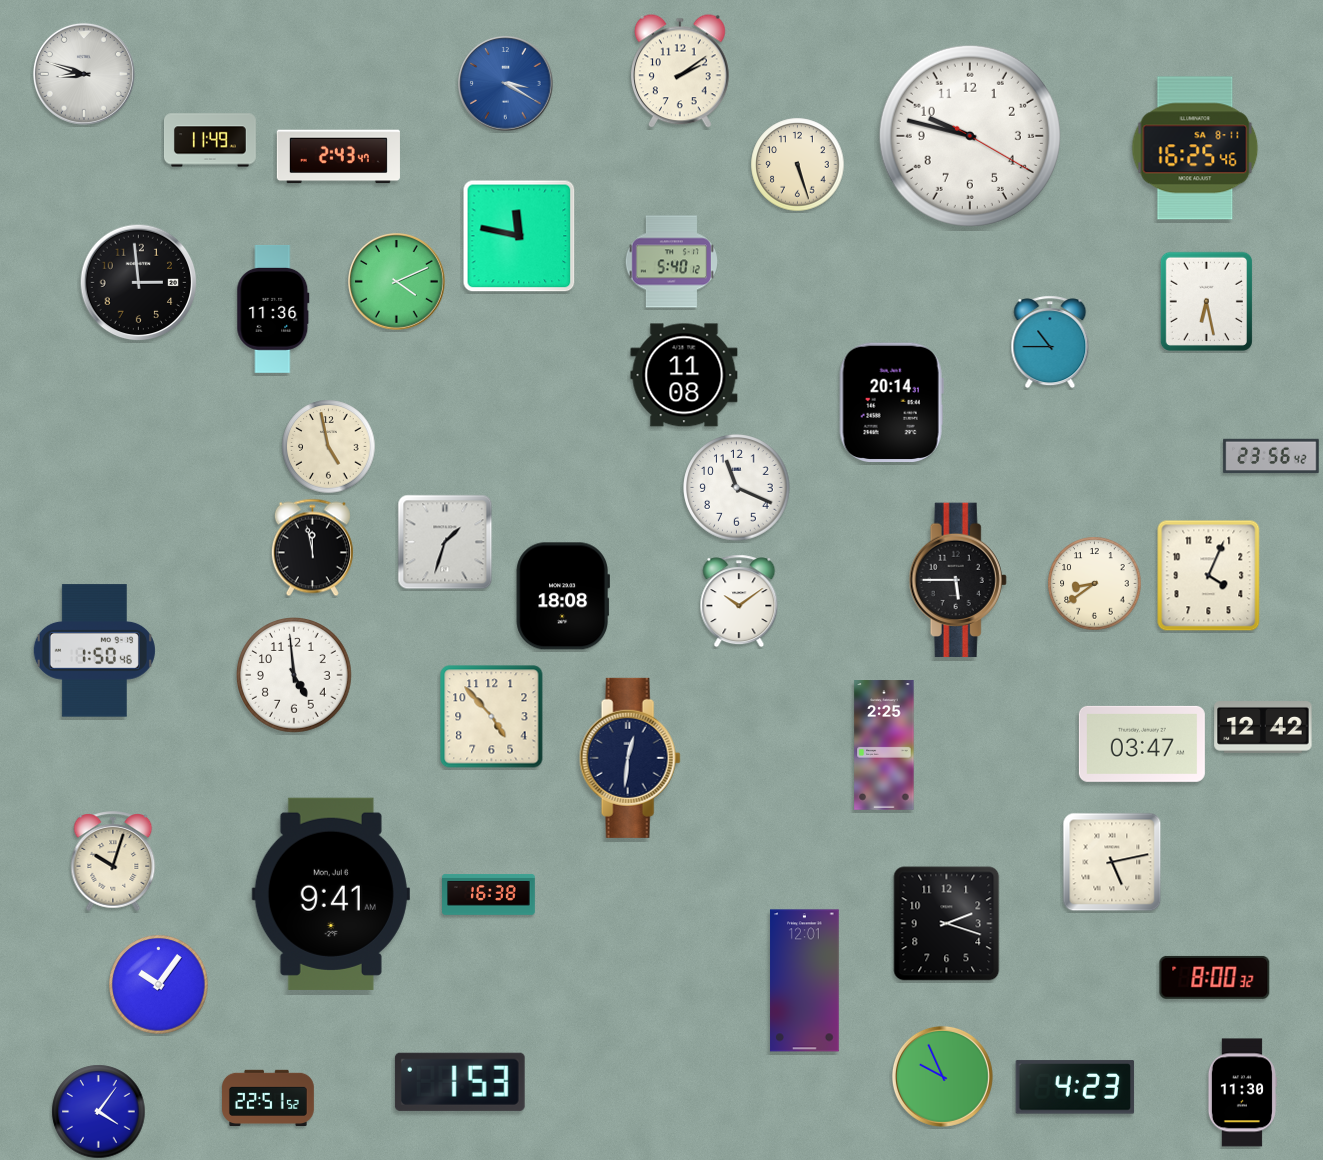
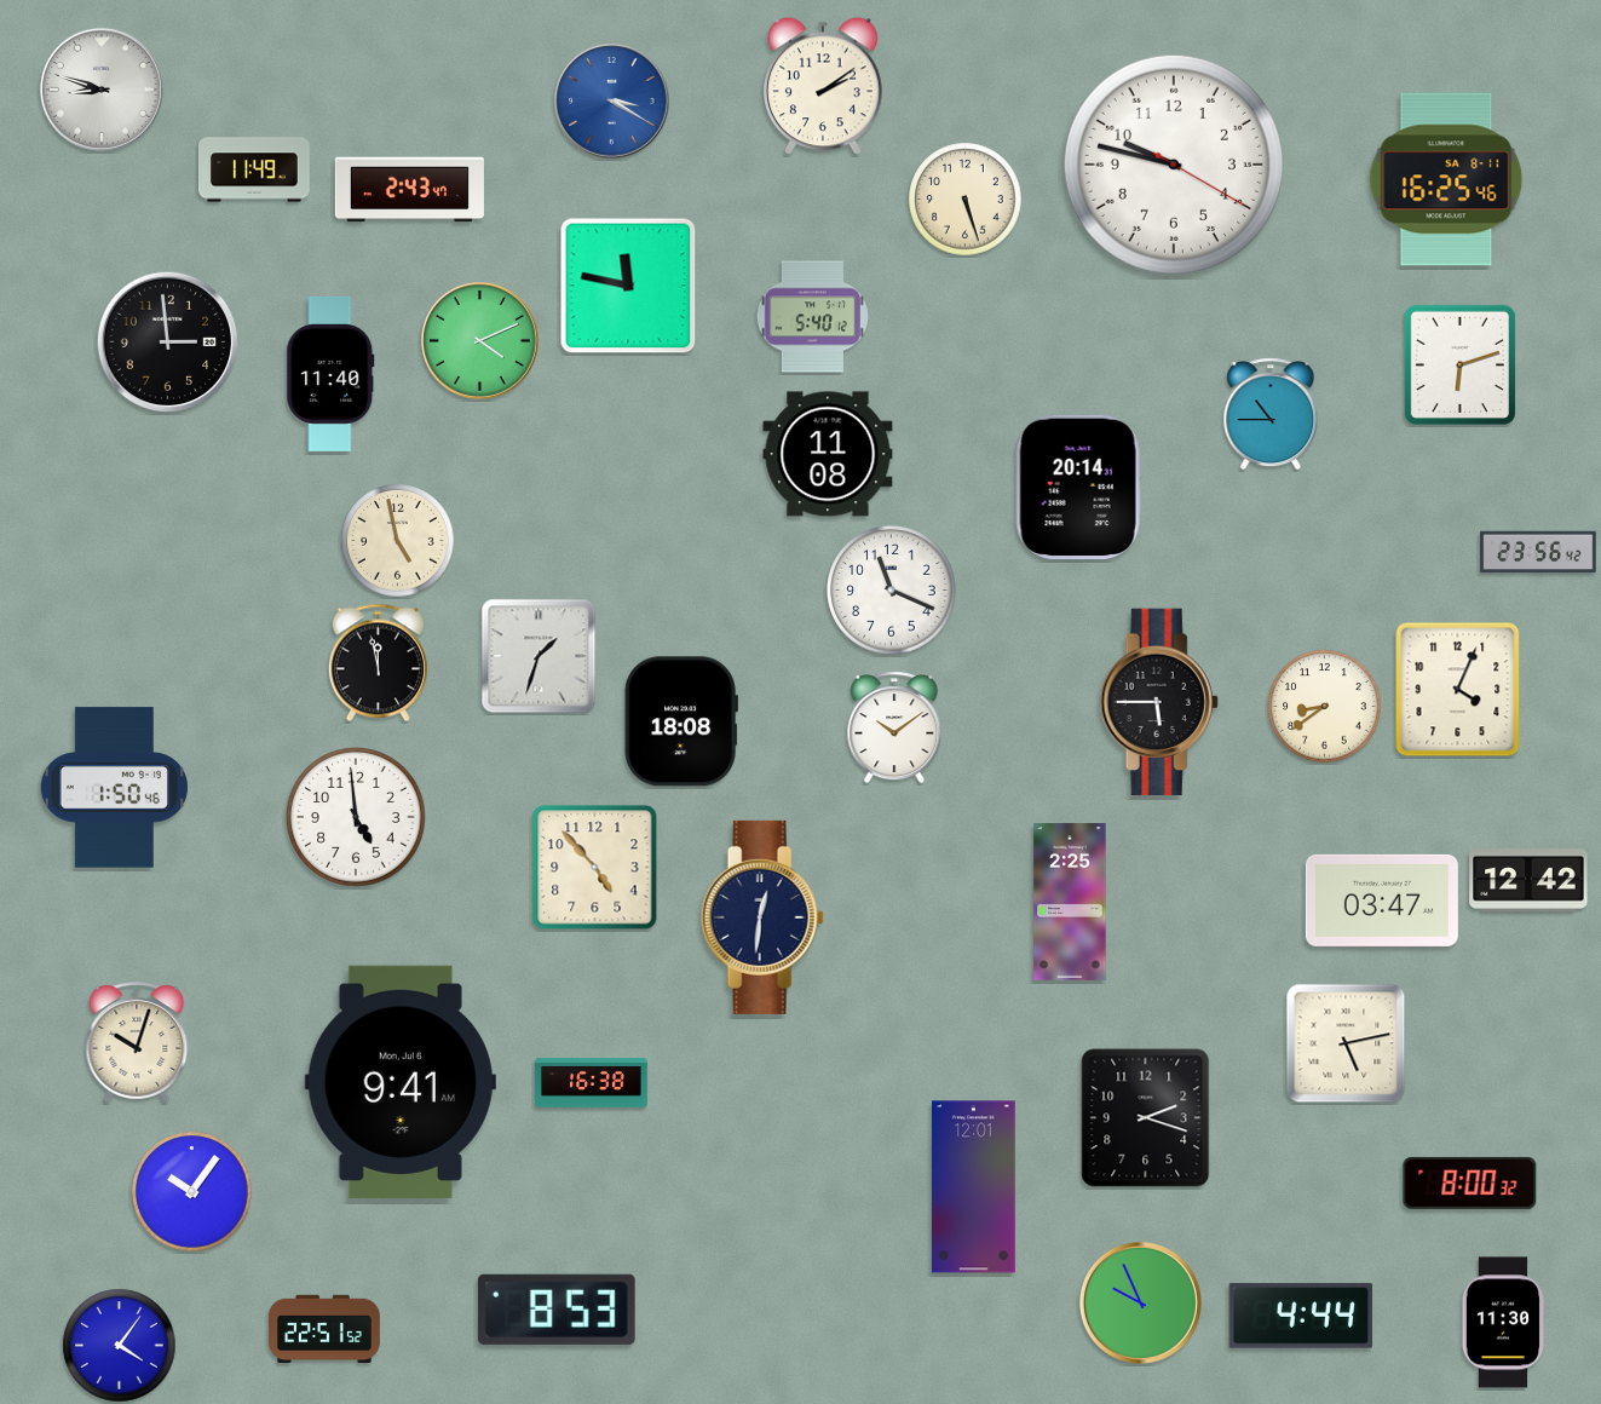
clock at (1206, 301): 6:28 -> 6:12
clock at (273, 309): 11:36 -> 11:40
clock at (1209, 576) position: (1209, 576) -> (1458, 690)
clock at (460, 1082): 1:53 -> 8:53
clock at (1075, 1087): 4:23 -> 4:44
